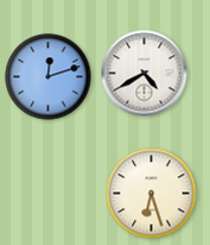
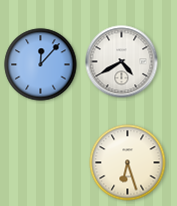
clock at (49, 77): 12:12 -> 12:07
